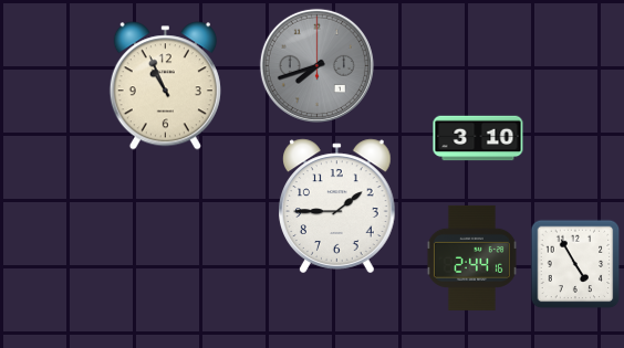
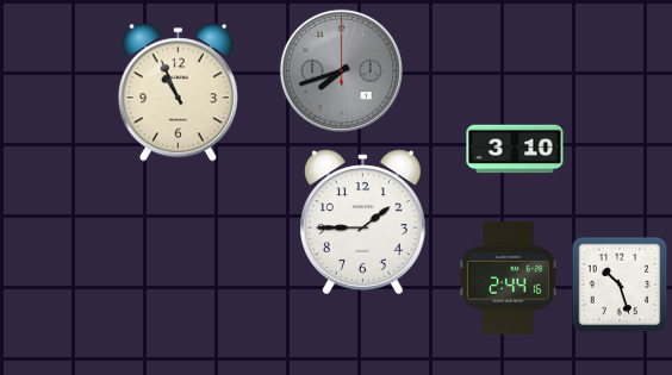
clock at (575, 264): 4:55 -> 10:27
